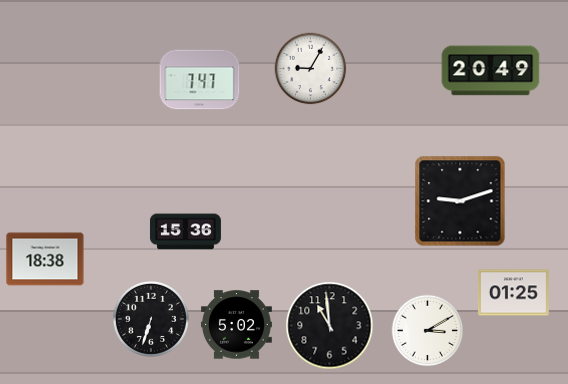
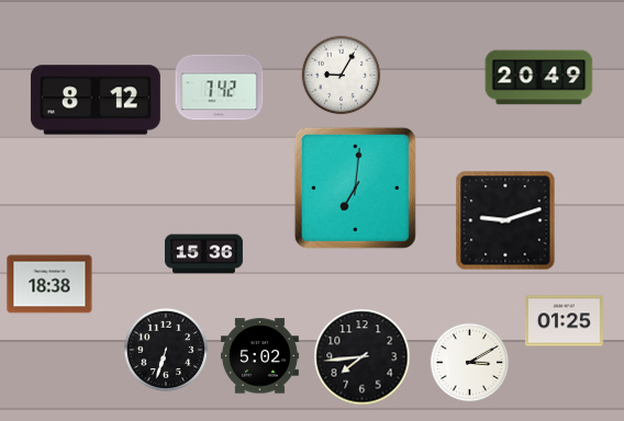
clock at (200, 80): 7:47 -> 7:42
clock at (96, 100): none -> 8:12
clock at (355, 187): none -> 7:01
clock at (330, 326): 10:59 -> 7:44
